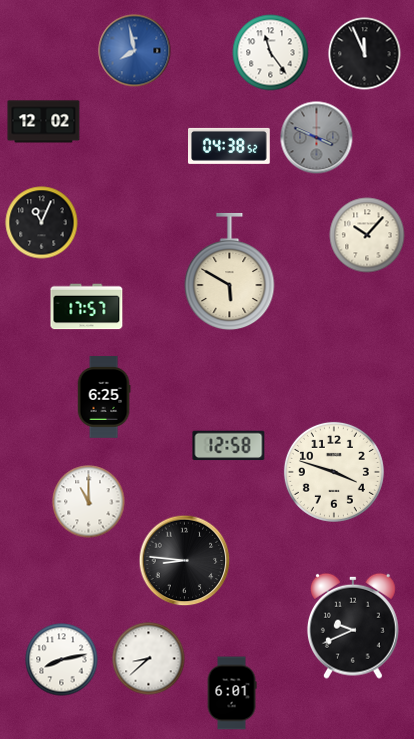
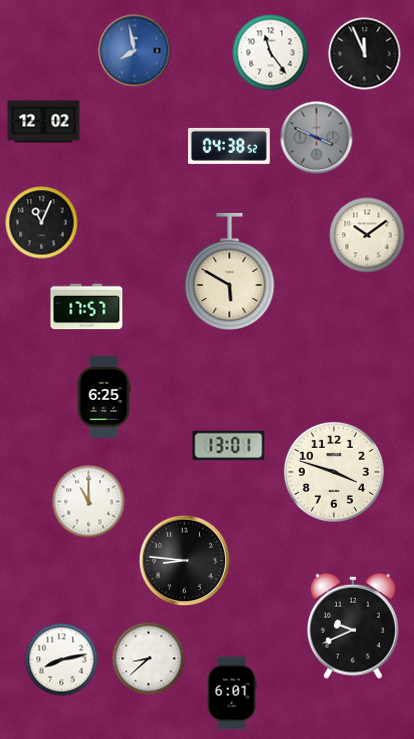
clock at (367, 235): 10:07 -> 10:09
clock at (229, 446): 12:58 -> 13:01
